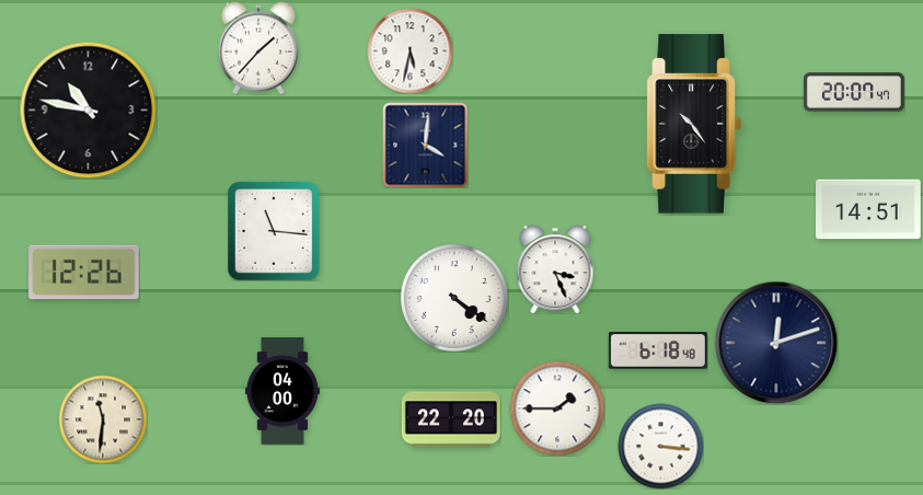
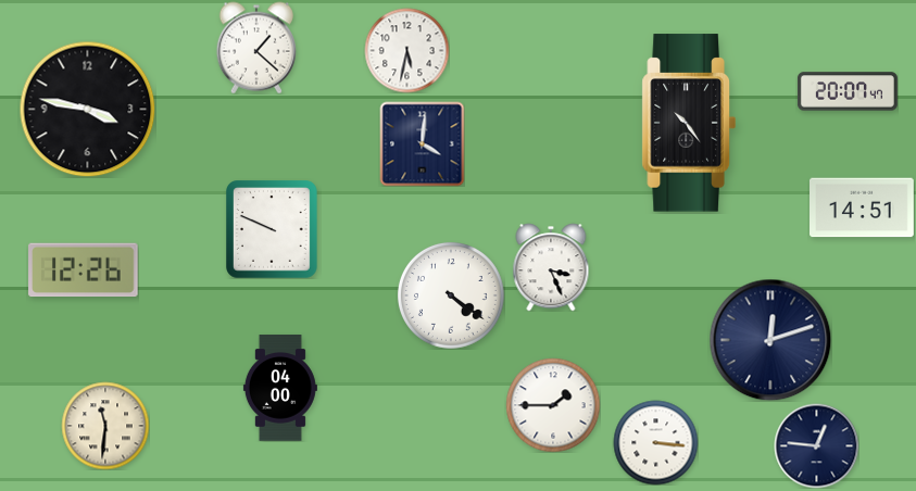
clock at (258, 48): 1:37 -> 1:22
clock at (88, 110): 10:47 -> 3:47
clock at (275, 231): 11:16 -> 9:49
clock at (658, 350): 6:18 -> none
clock at (103, 419) position: (103, 419) -> (105, 426)
clock at (451, 419): 22:20 -> none
clock at (816, 445): none -> 12:46
